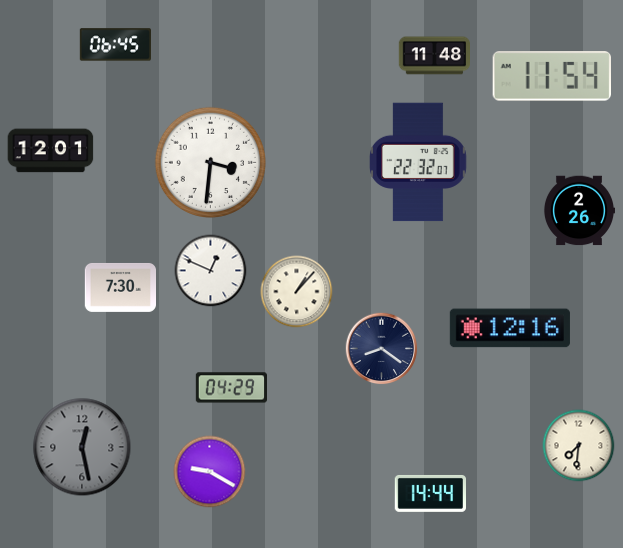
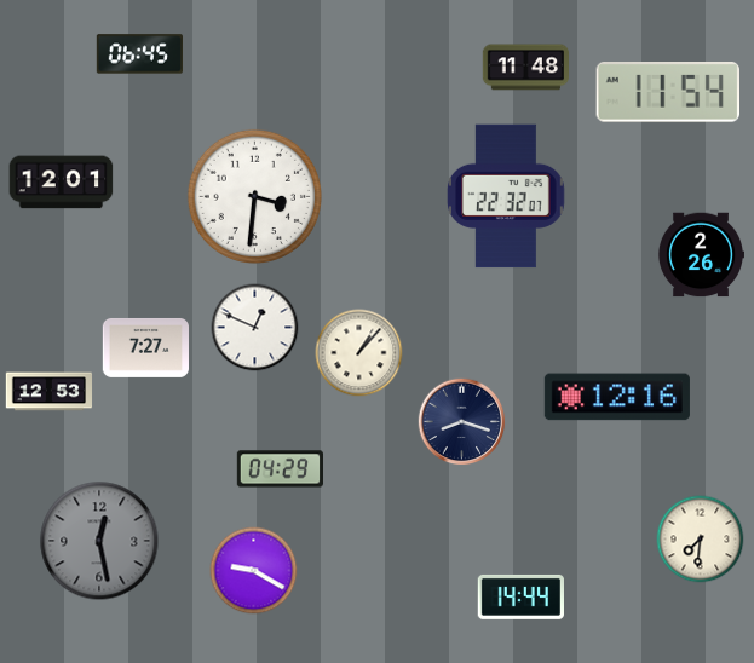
clock at (121, 287): 7:30 -> 7:27
clock at (50, 392): none -> 12:53
clock at (382, 349): 8:21 -> 8:18
